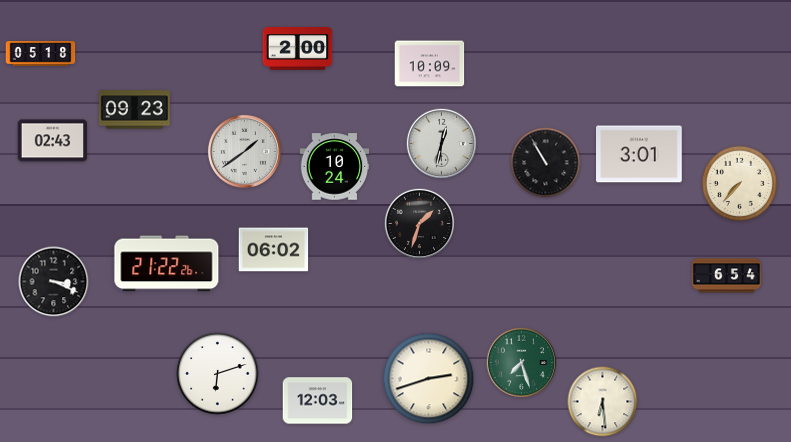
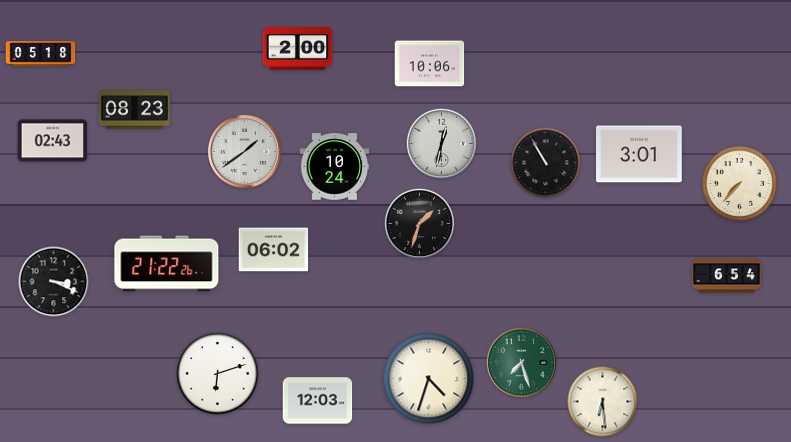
clock at (430, 64): 10:09 -> 10:06
clock at (134, 110): 09:23 -> 08:23
clock at (429, 379): 2:42 -> 4:33
